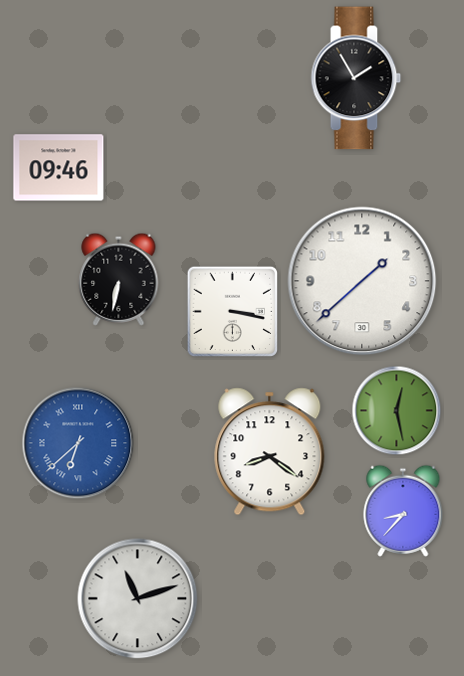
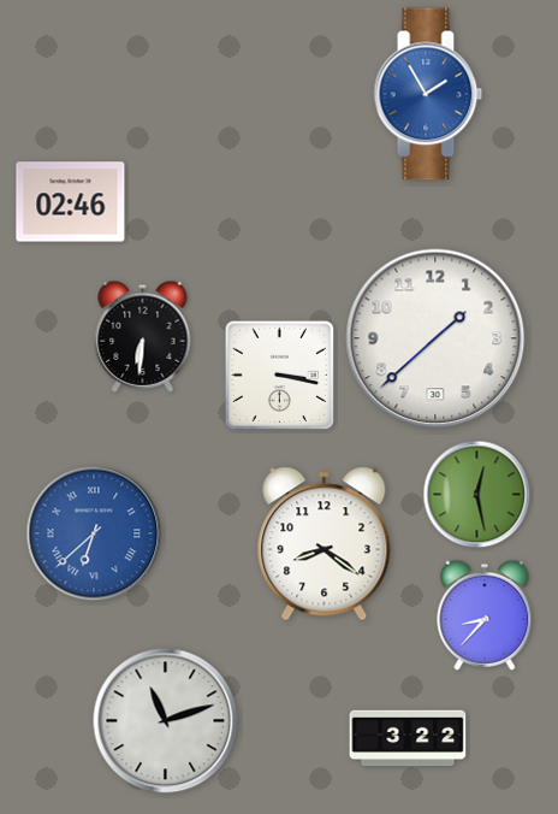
clock at (356, 78) dial: black -> blue
clock at (59, 168): 09:46 -> 02:46
clock at (119, 279): 6:32 -> 6:31
clock at (408, 738): none -> 3:22
